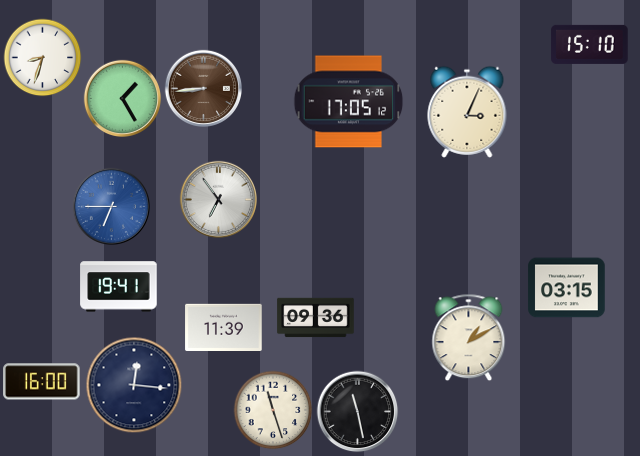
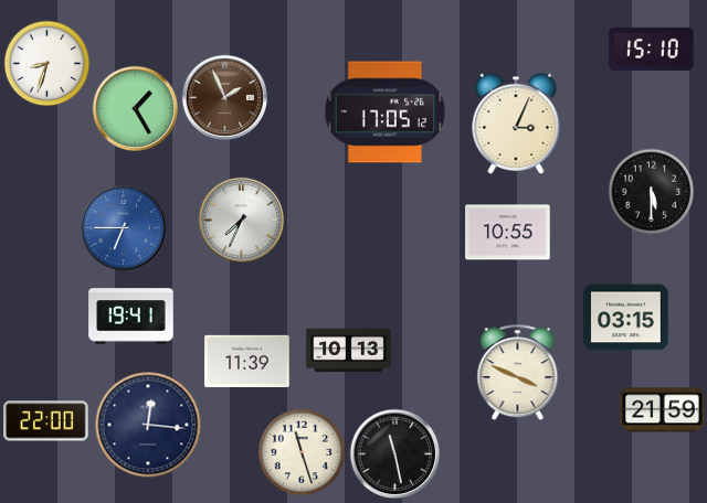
clock at (203, 88): 8:44 -> 1:56
clock at (651, 191): none -> 5:30
clock at (218, 199): 6:54 -> 7:34
clock at (508, 233): none -> 10:55
clock at (316, 318): 09:36 -> 10:13
clock at (469, 337): 1:10 -> 3:49
clock at (663, 410): none -> 21:59
clock at (42, 382): 16:00 -> 22:00
